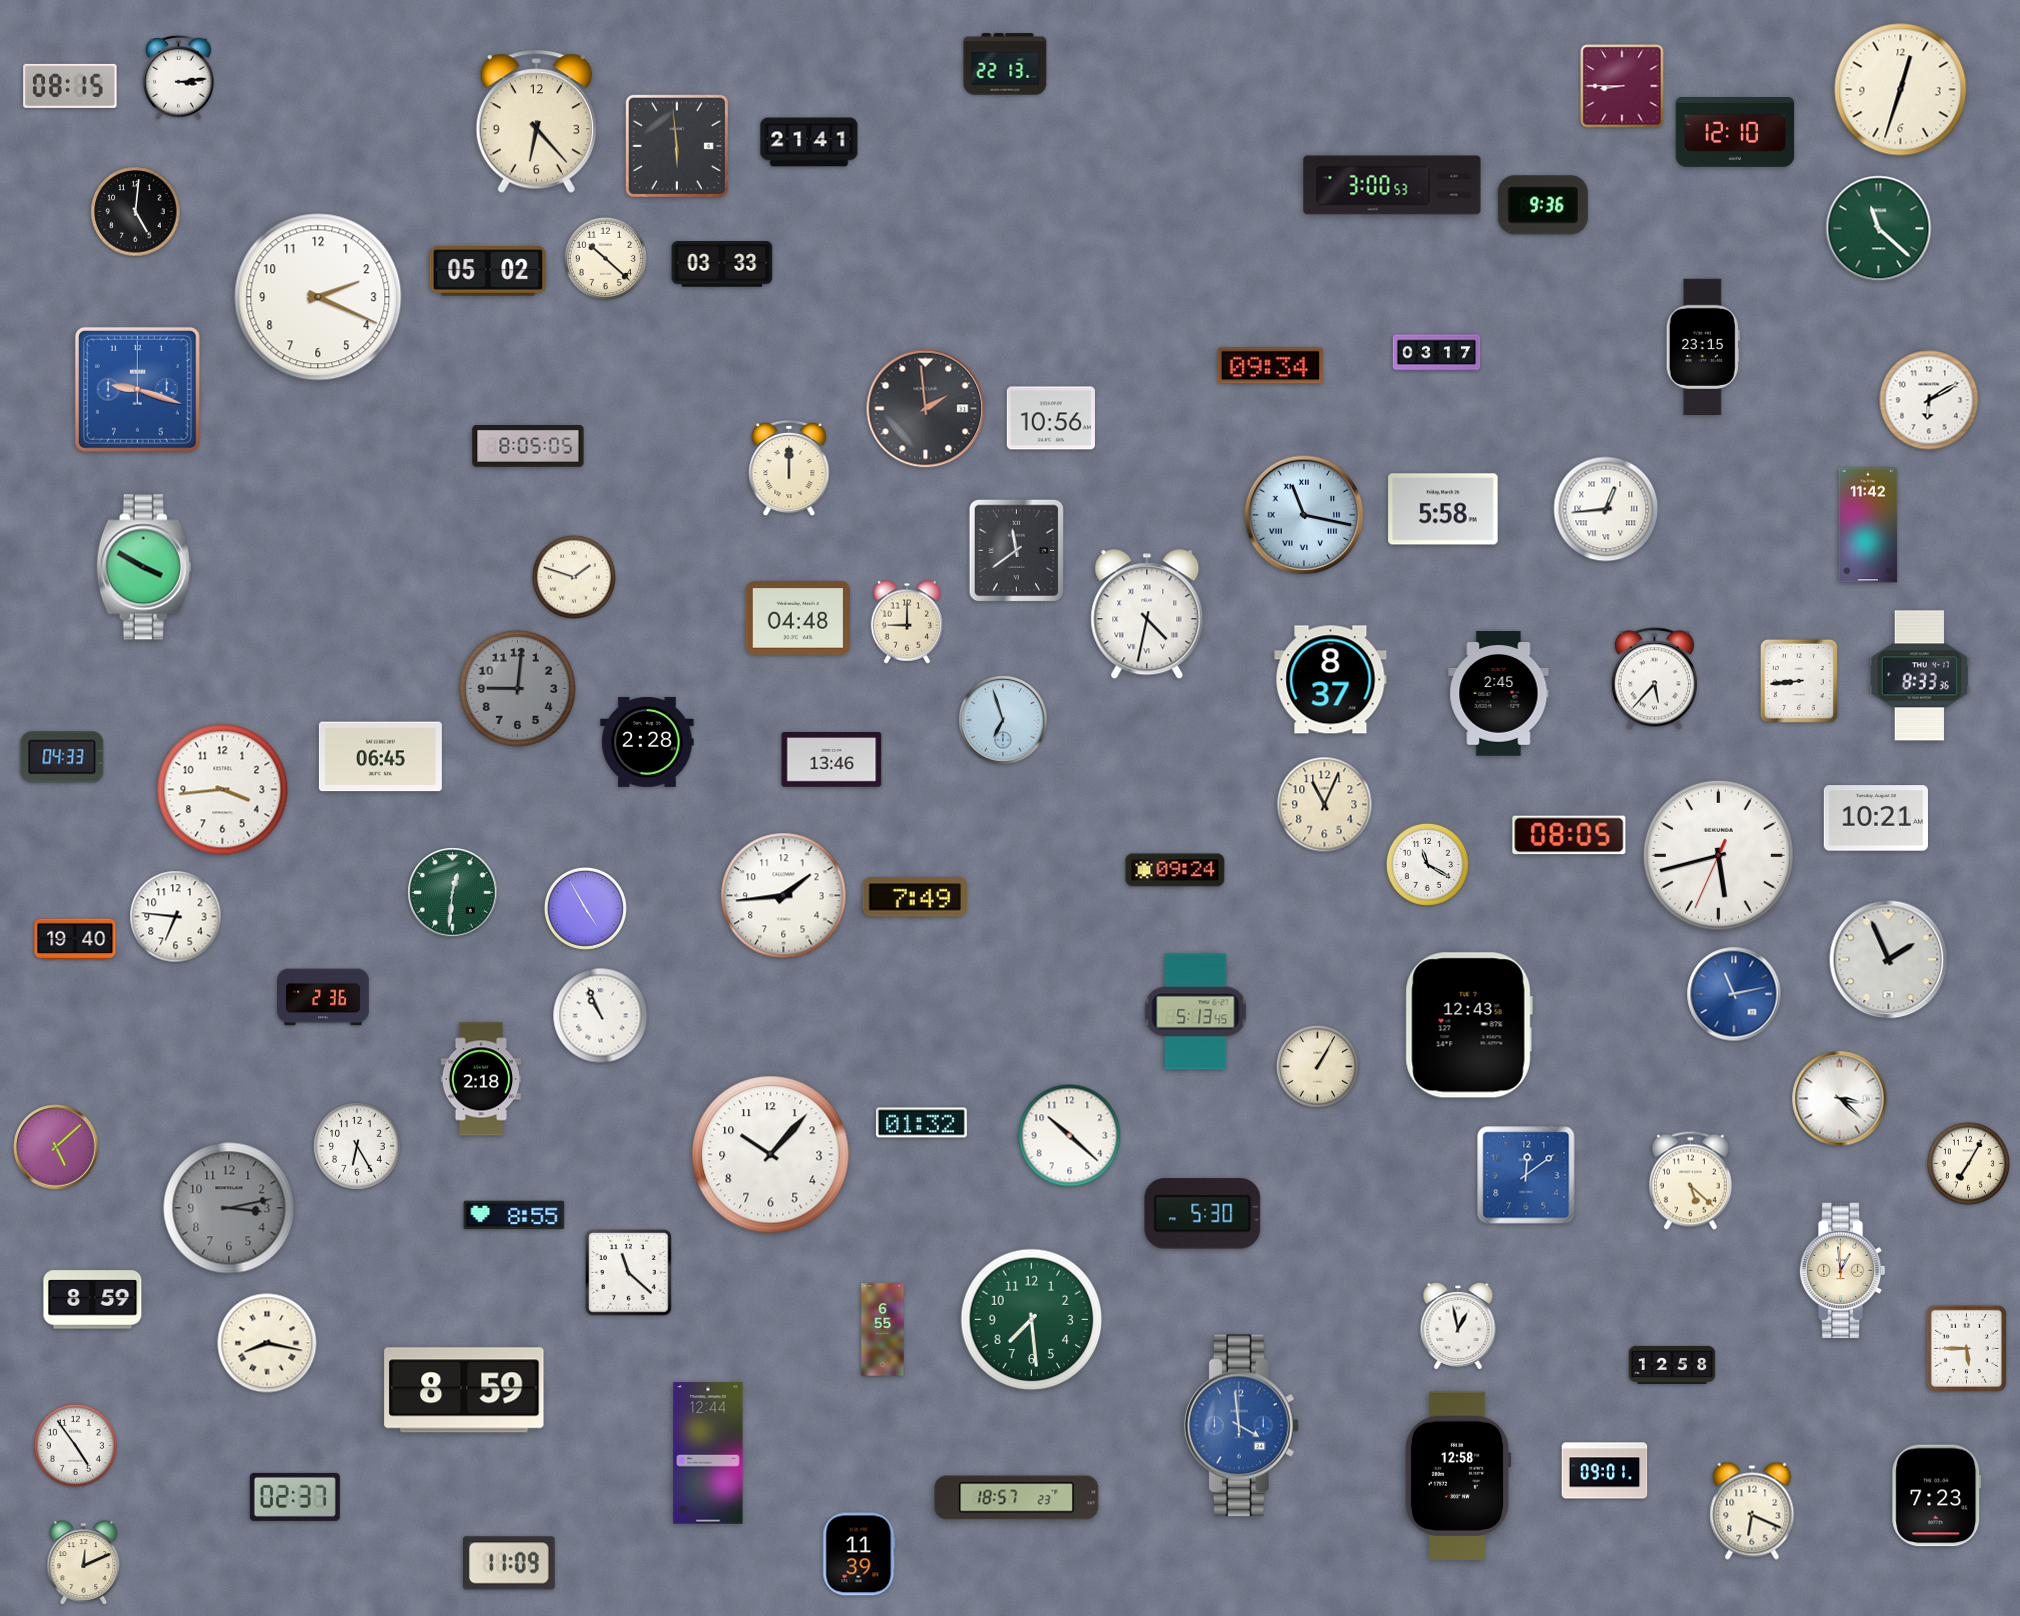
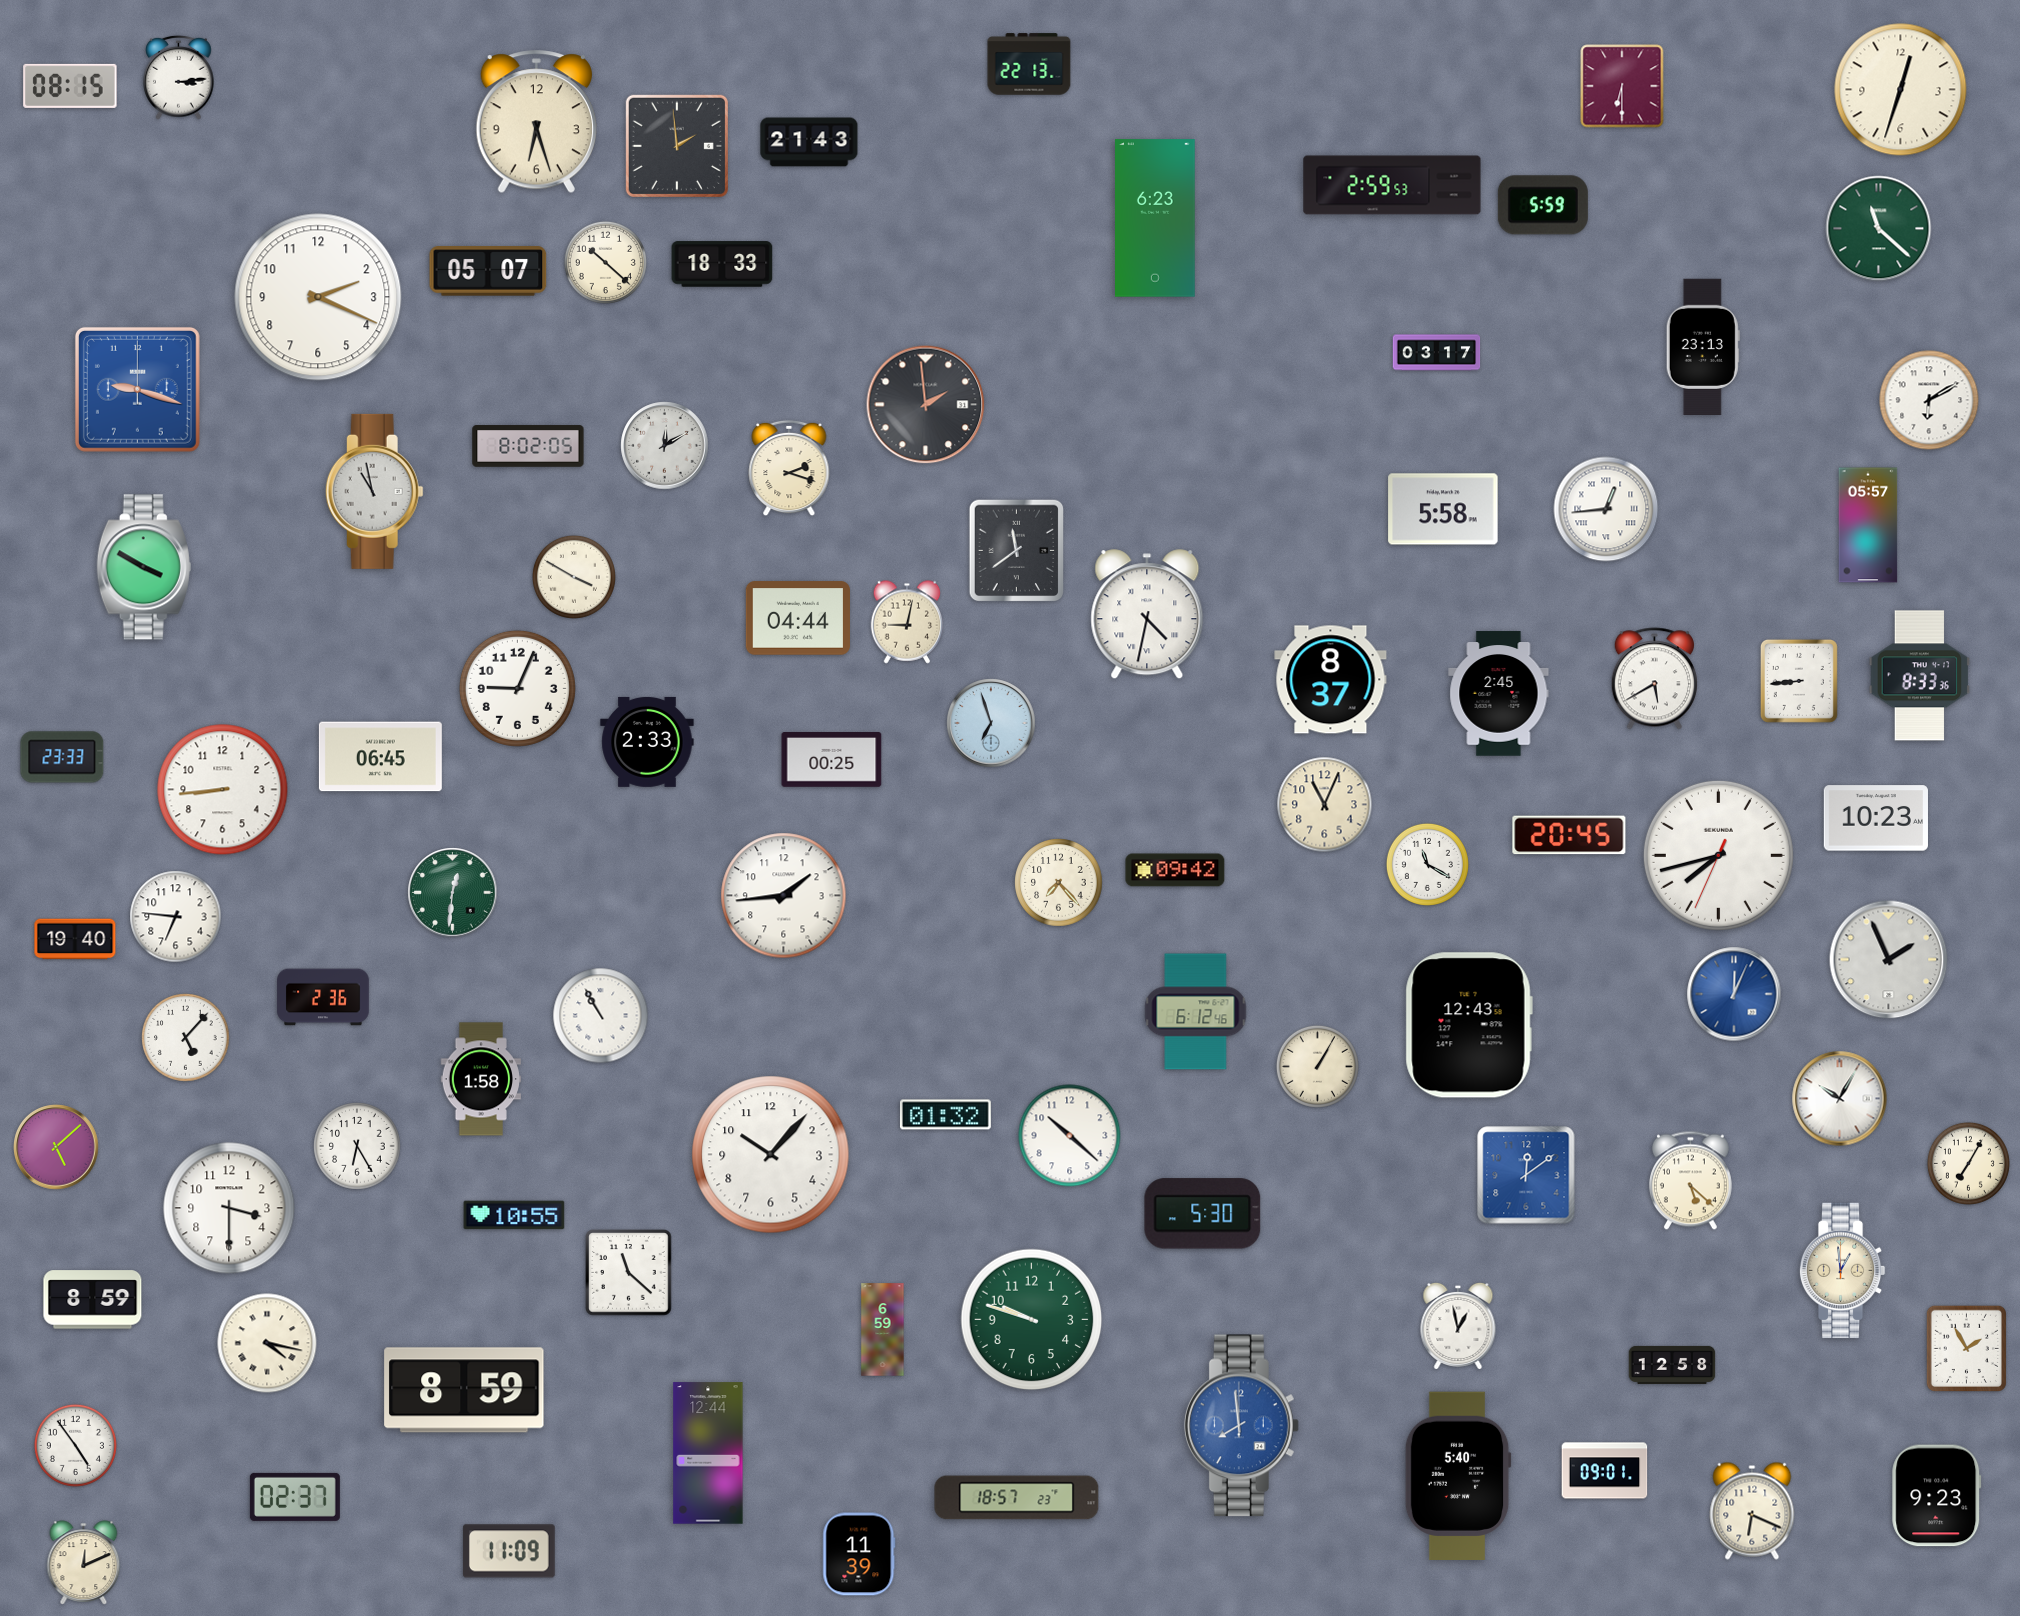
clock at (1005, 64) position: (1005, 64) -> (1029, 64)
clock at (1622, 86): 8:45 -> 6:30
clock at (536, 122): 6:23 -> 6:27
clock at (1735, 132): 12:10 -> none
clock at (809, 142): 21:41 -> 21:43
clock at (677, 146): 5:59 -> 1:59
clock at (1392, 185): 3:00 -> 2:59
clock at (1543, 205): 9:36 -> 5:59
clock at (136, 212): 5:01 -> none
clock at (1156, 218): none -> 6:23
clock at (605, 258) position: (605, 258) -> (605, 262)
clock at (722, 264): 03:33 -> 18:33
clock at (488, 271): 05:02 -> 05:07
clock at (1703, 346): 23:15 -> 23:13
clock at (1270, 366): 09:34 -> none
clock at (926, 409) position: (926, 409) -> (926, 405)
clock at (1051, 418): 10:56 -> none
clock at (528, 446): 8:05 -> 8:02
clock at (665, 446): none -> 12:10
clock at (789, 468): 12:00 -> 2:18
clock at (374, 491): none -> 10:58
clock at (1304, 515): 11:17 -> none
clock at (1868, 525): 11:42 -> 05:57
clock at (574, 577): 1:48 -> 3:50
clock at (798, 618): 04:48 -> 04:44
clock at (907, 622): 9:00 -> 9:02
clock at (1654, 679): 5:37 -> 5:40
clock at (517, 688): 9:01 -> 9:04
clock at (517, 688) dial: grey -> white
clock at (1003, 720) position: (1003, 720) -> (991, 723)
clock at (647, 742): 2:28 -> 2:33
clock at (62, 757): 04:33 -> 23:33
clock at (832, 760): 13:46 -> 00:25
clock at (223, 790): 3:44 -> 8:44
clock at (1876, 818): 10:21 -> 10:23
clock at (1569, 835): 08:05 -> 20:45
clock at (1718, 855): 5:42 -> 7:42
clock at (1175, 870): 09:24 -> 09:42
clock at (1059, 883): none -> 7:23
clock at (915, 897): 7:49 -> none
clock at (585, 908): 4:55 -> none
clock at (1734, 994): 11:13 -> 12:04
clock at (1196, 1012): 5:13 -> 6:12
clock at (601, 1016): 10:56 -> 10:55
clock at (186, 1038): none -> 5:07
clock at (480, 1079): 2:18 -> 1:58
clock at (1840, 1099): 3:22 -> 10:05
clock at (921, 1123) position: (921, 1123) -> (945, 1115)
clock at (229, 1208): 3:13 -> 3:30
clock at (229, 1208) dial: grey -> white
clock at (514, 1215): 8:55 -> 10:55
clock at (1032, 1320): 7:29 -> 9:48
clock at (883, 1330): 6:55 -> 6:59
clock at (267, 1343): 8:17 -> 4:17
clock at (1966, 1348): 5:45 -> 1:55
clock at (1241, 1426): 3:59 -> 7:59
clock at (1458, 1476): 12:58 -> 5:40
clock at (1937, 1496): 7:23 -> 9:23
clock at (509, 1563) position: (509, 1563) -> (509, 1551)
